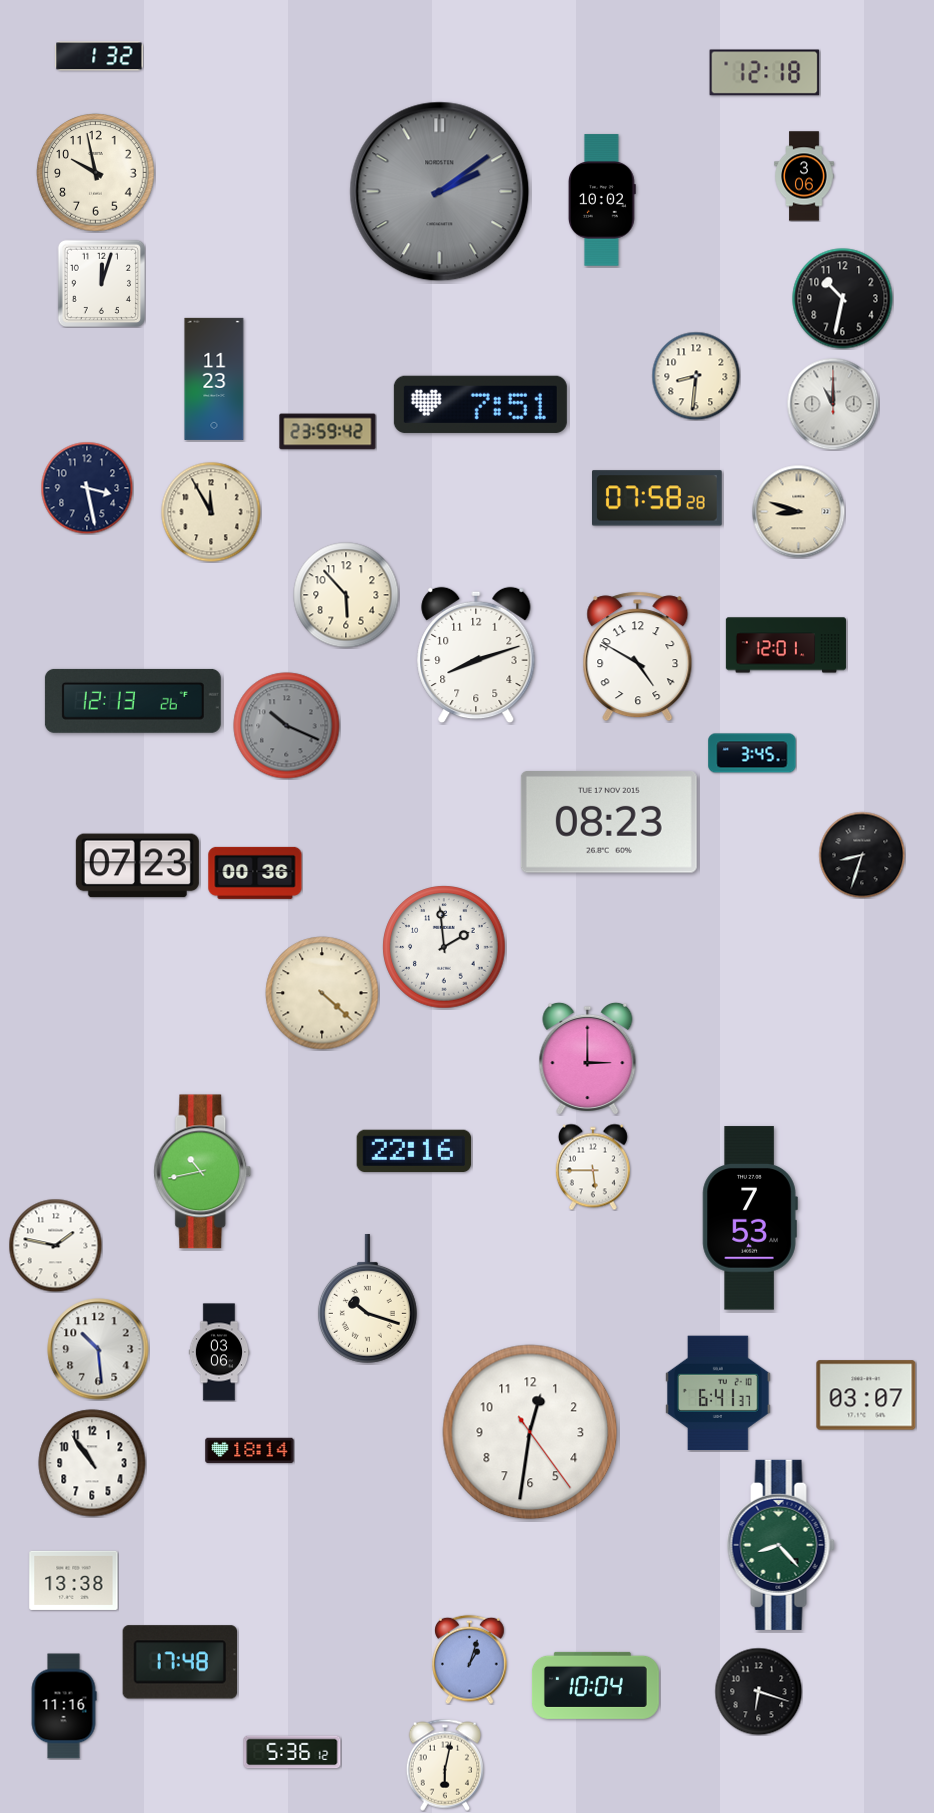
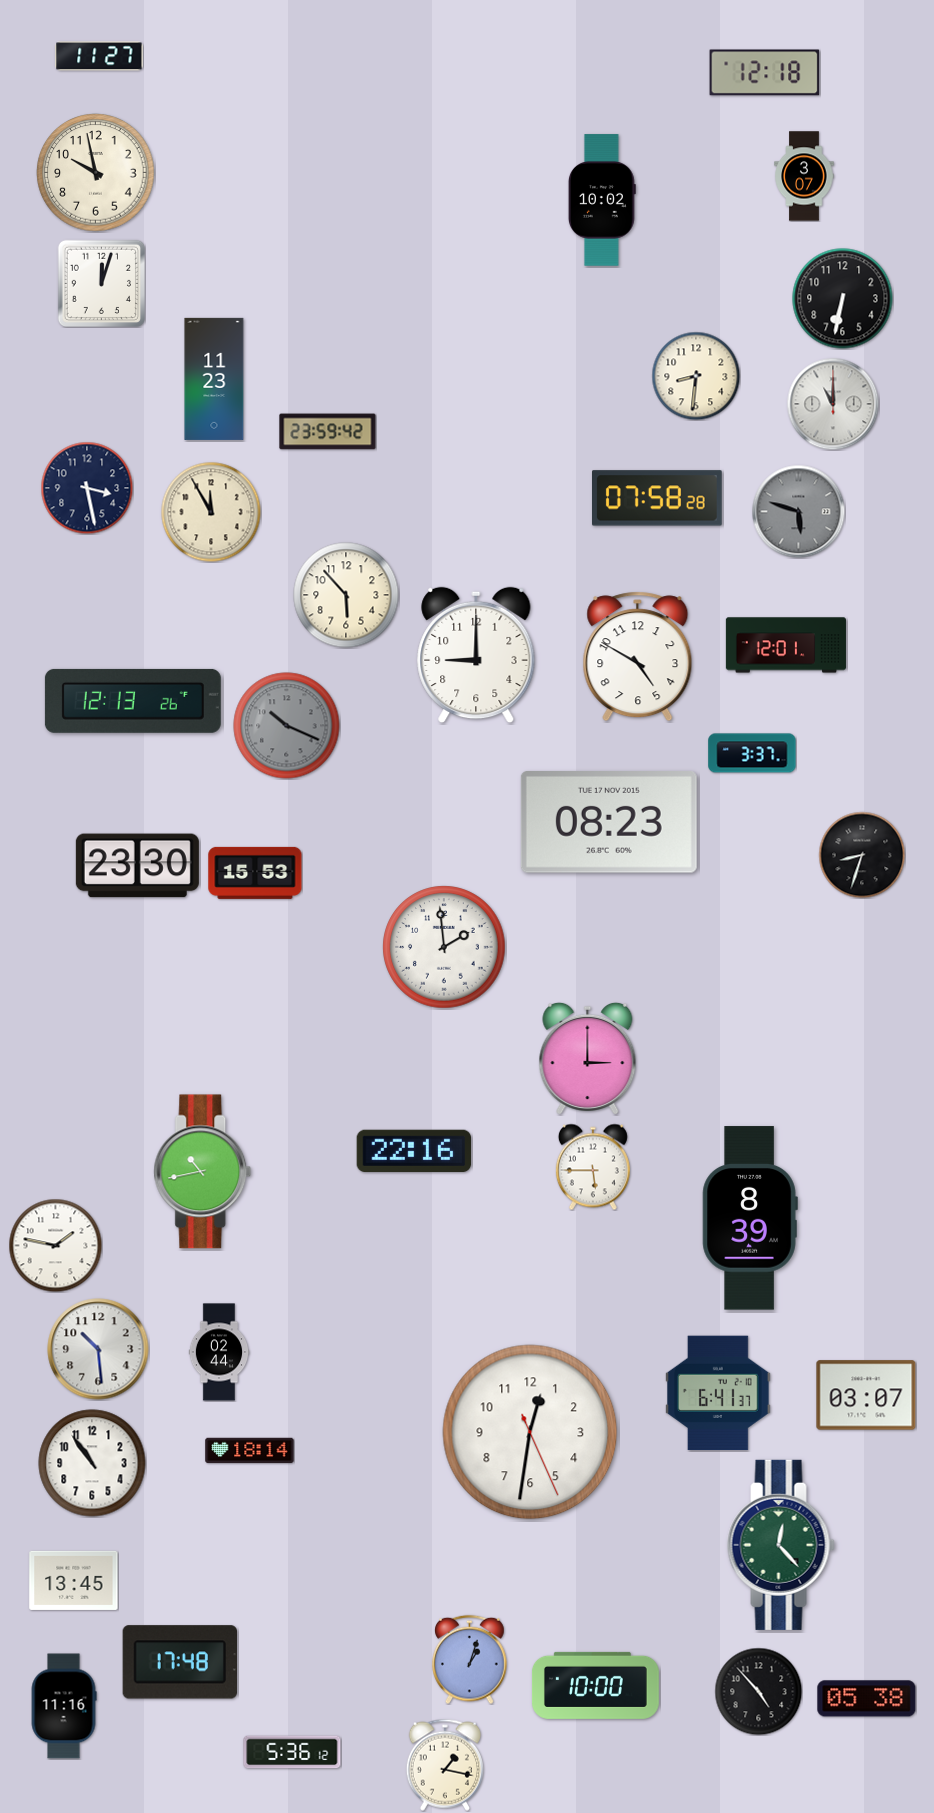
clock at (99, 56): 1:32 -> 11:27
clock at (804, 176): 3:06 -> 3:07
clock at (440, 192): 2:09 -> none
clock at (843, 299): 10:32 -> 6:32
clock at (480, 404): 7:51 -> none
clock at (798, 511): 8:48 -> 5:48
clock at (798, 511) dial: cream -> grey
clock at (476, 655): 8:12 -> 9:00
clock at (752, 753): 3:45 -> 3:37
clock at (137, 866): 07:23 -> 23:30
clock at (255, 873): 00:36 -> 15:53
clock at (322, 993): 4:22 -> none
clock at (750, 1218): 7:53 -> 8:39
clock at (367, 1299): 10:18 -> none
clock at (219, 1352): 03:06 -> 02:44
clock at (530, 1432): 12:31:24 -> 12:31:26
clock at (781, 1545): 8:23 -> 12:23
clock at (74, 1580): 13:38 -> 13:45
clock at (595, 1685): 10:04 -> 10:00
clock at (758, 1691): 6:18 -> 4:53
clock at (867, 1699): none -> 05:38
clock at (445, 1765): 6:02 -> 1:17
